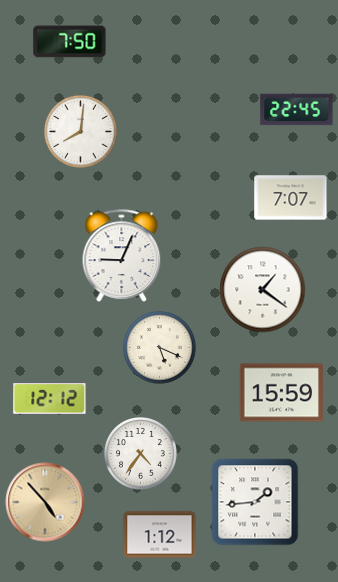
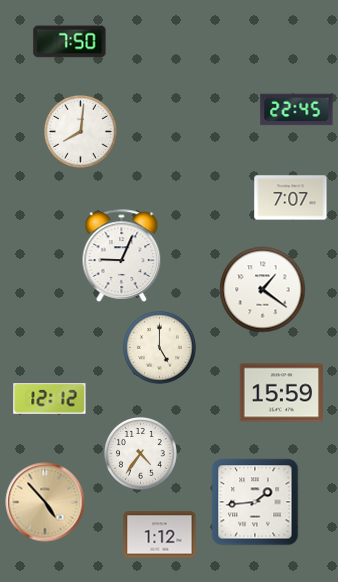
clock at (160, 348): 5:19 -> 5:00
